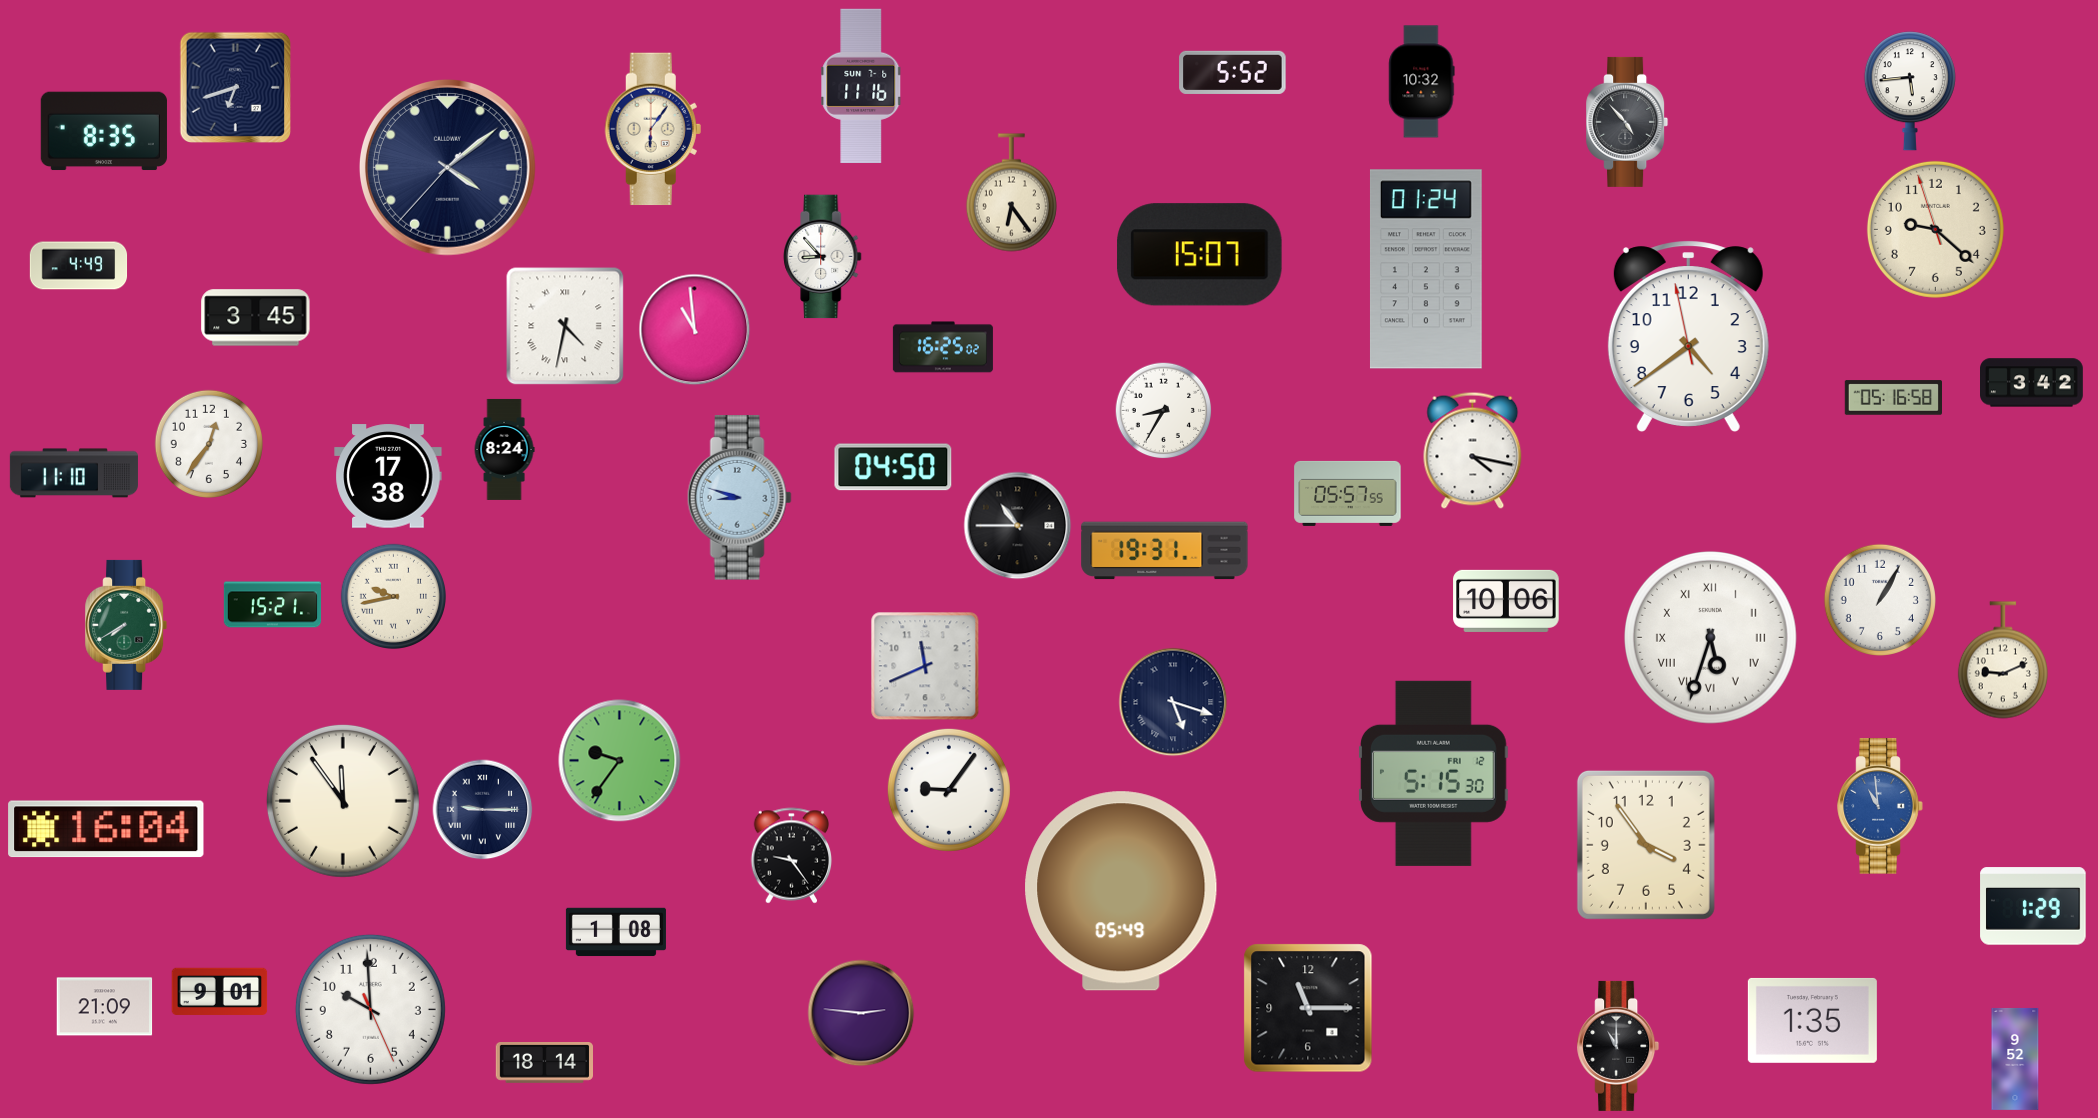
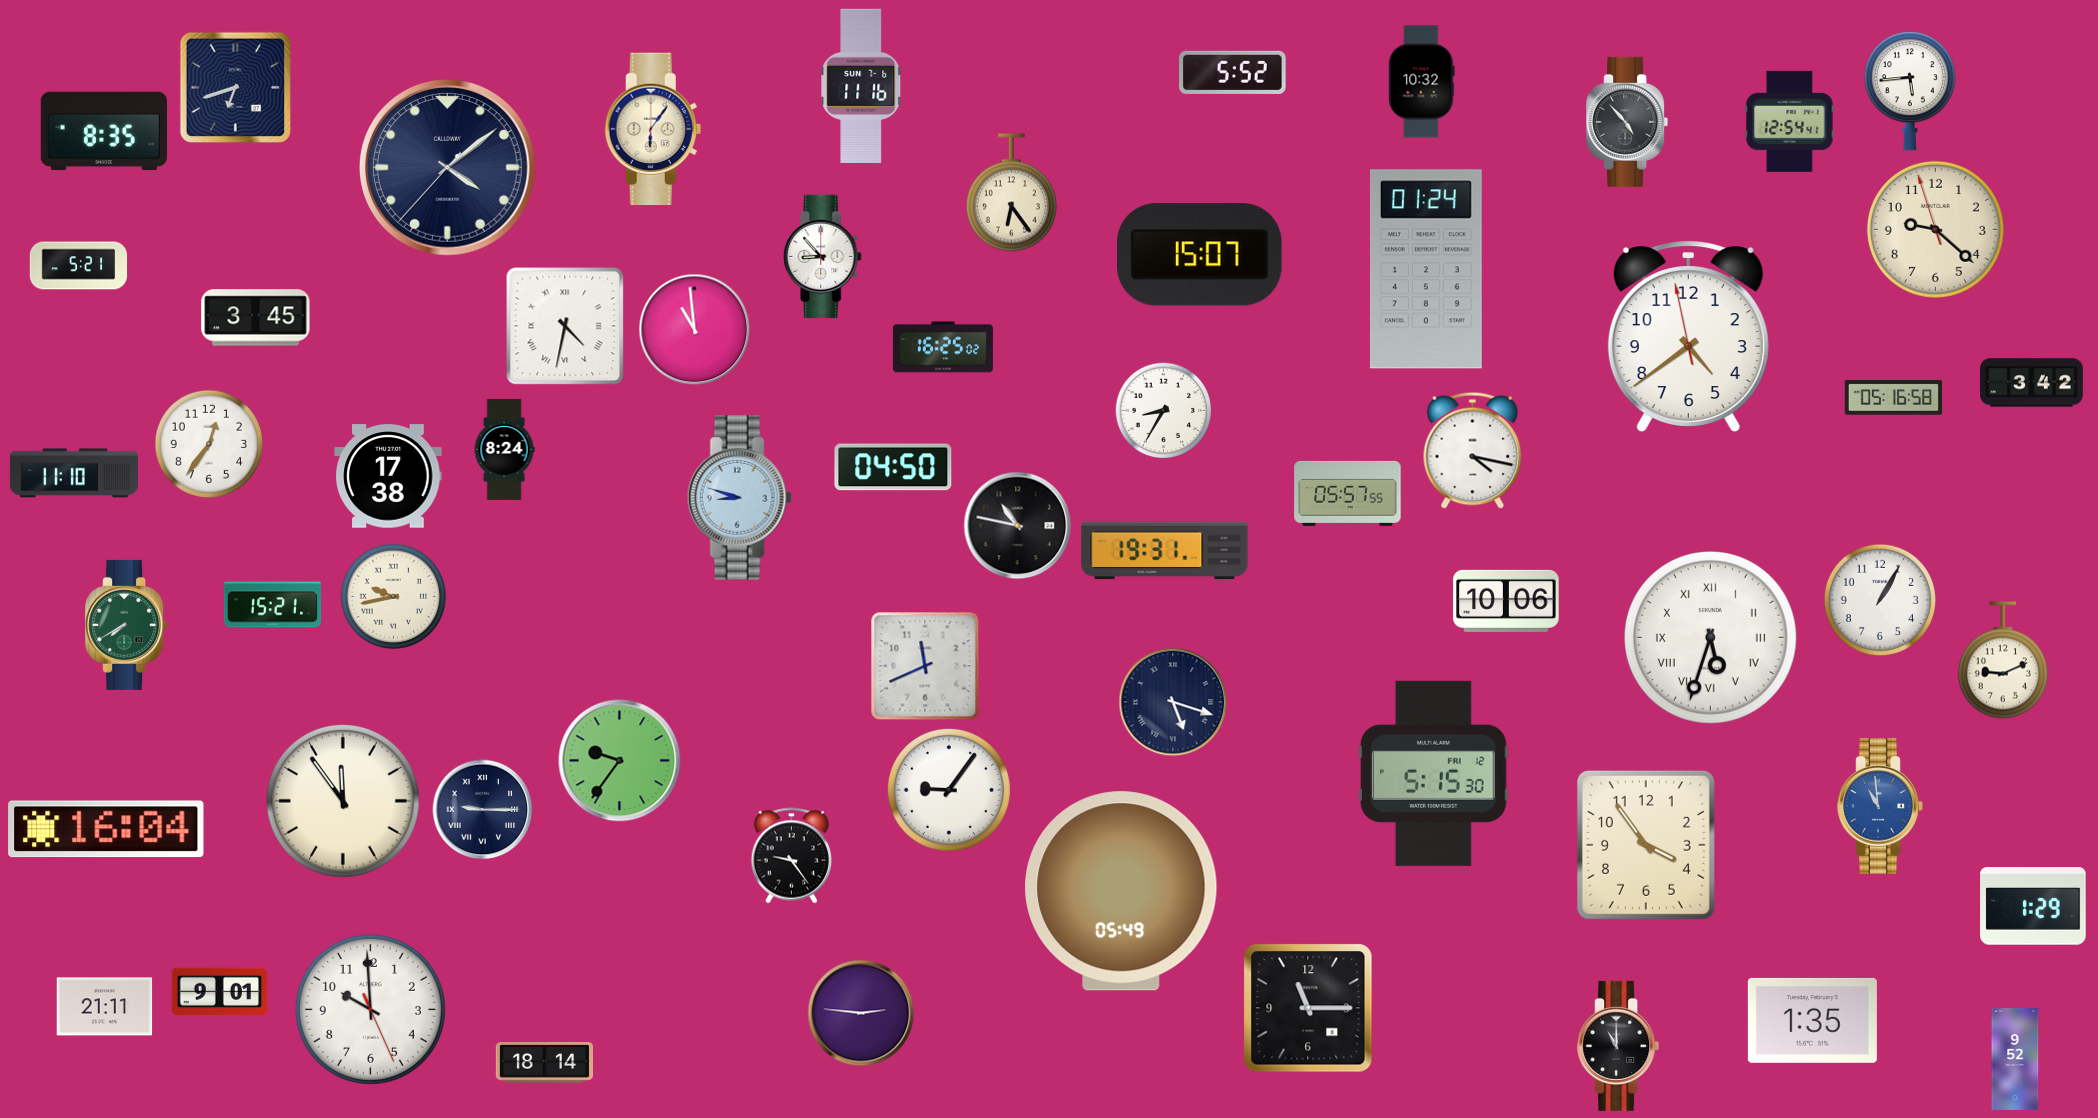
clock at (1790, 121): none -> 12:54
clock at (79, 266): 4:49 -> 5:21
clock at (1018, 526): 10:45 -> 10:47
clock at (616, 932): 1:08 -> none
clock at (105, 1007): 21:09 -> 21:11
